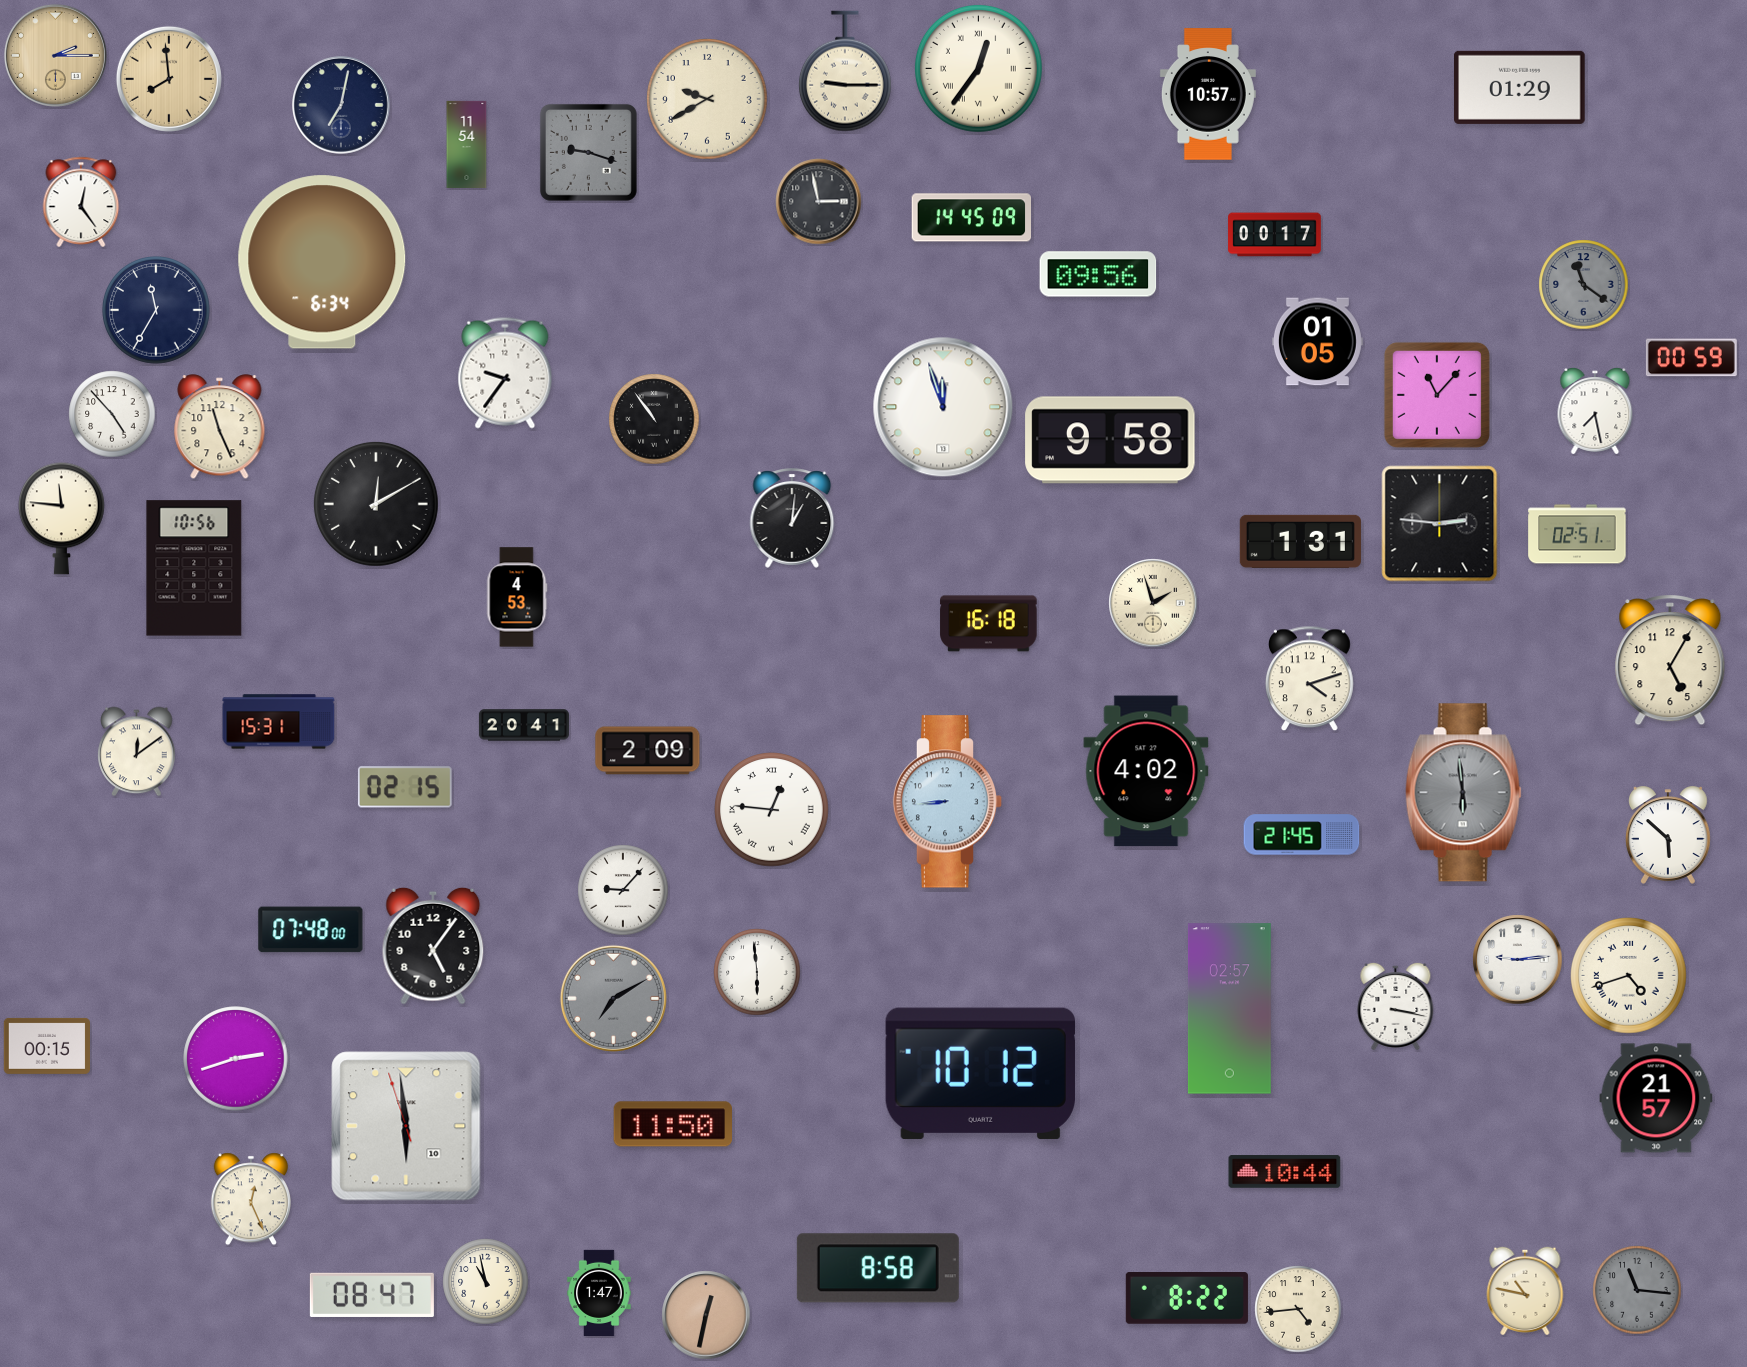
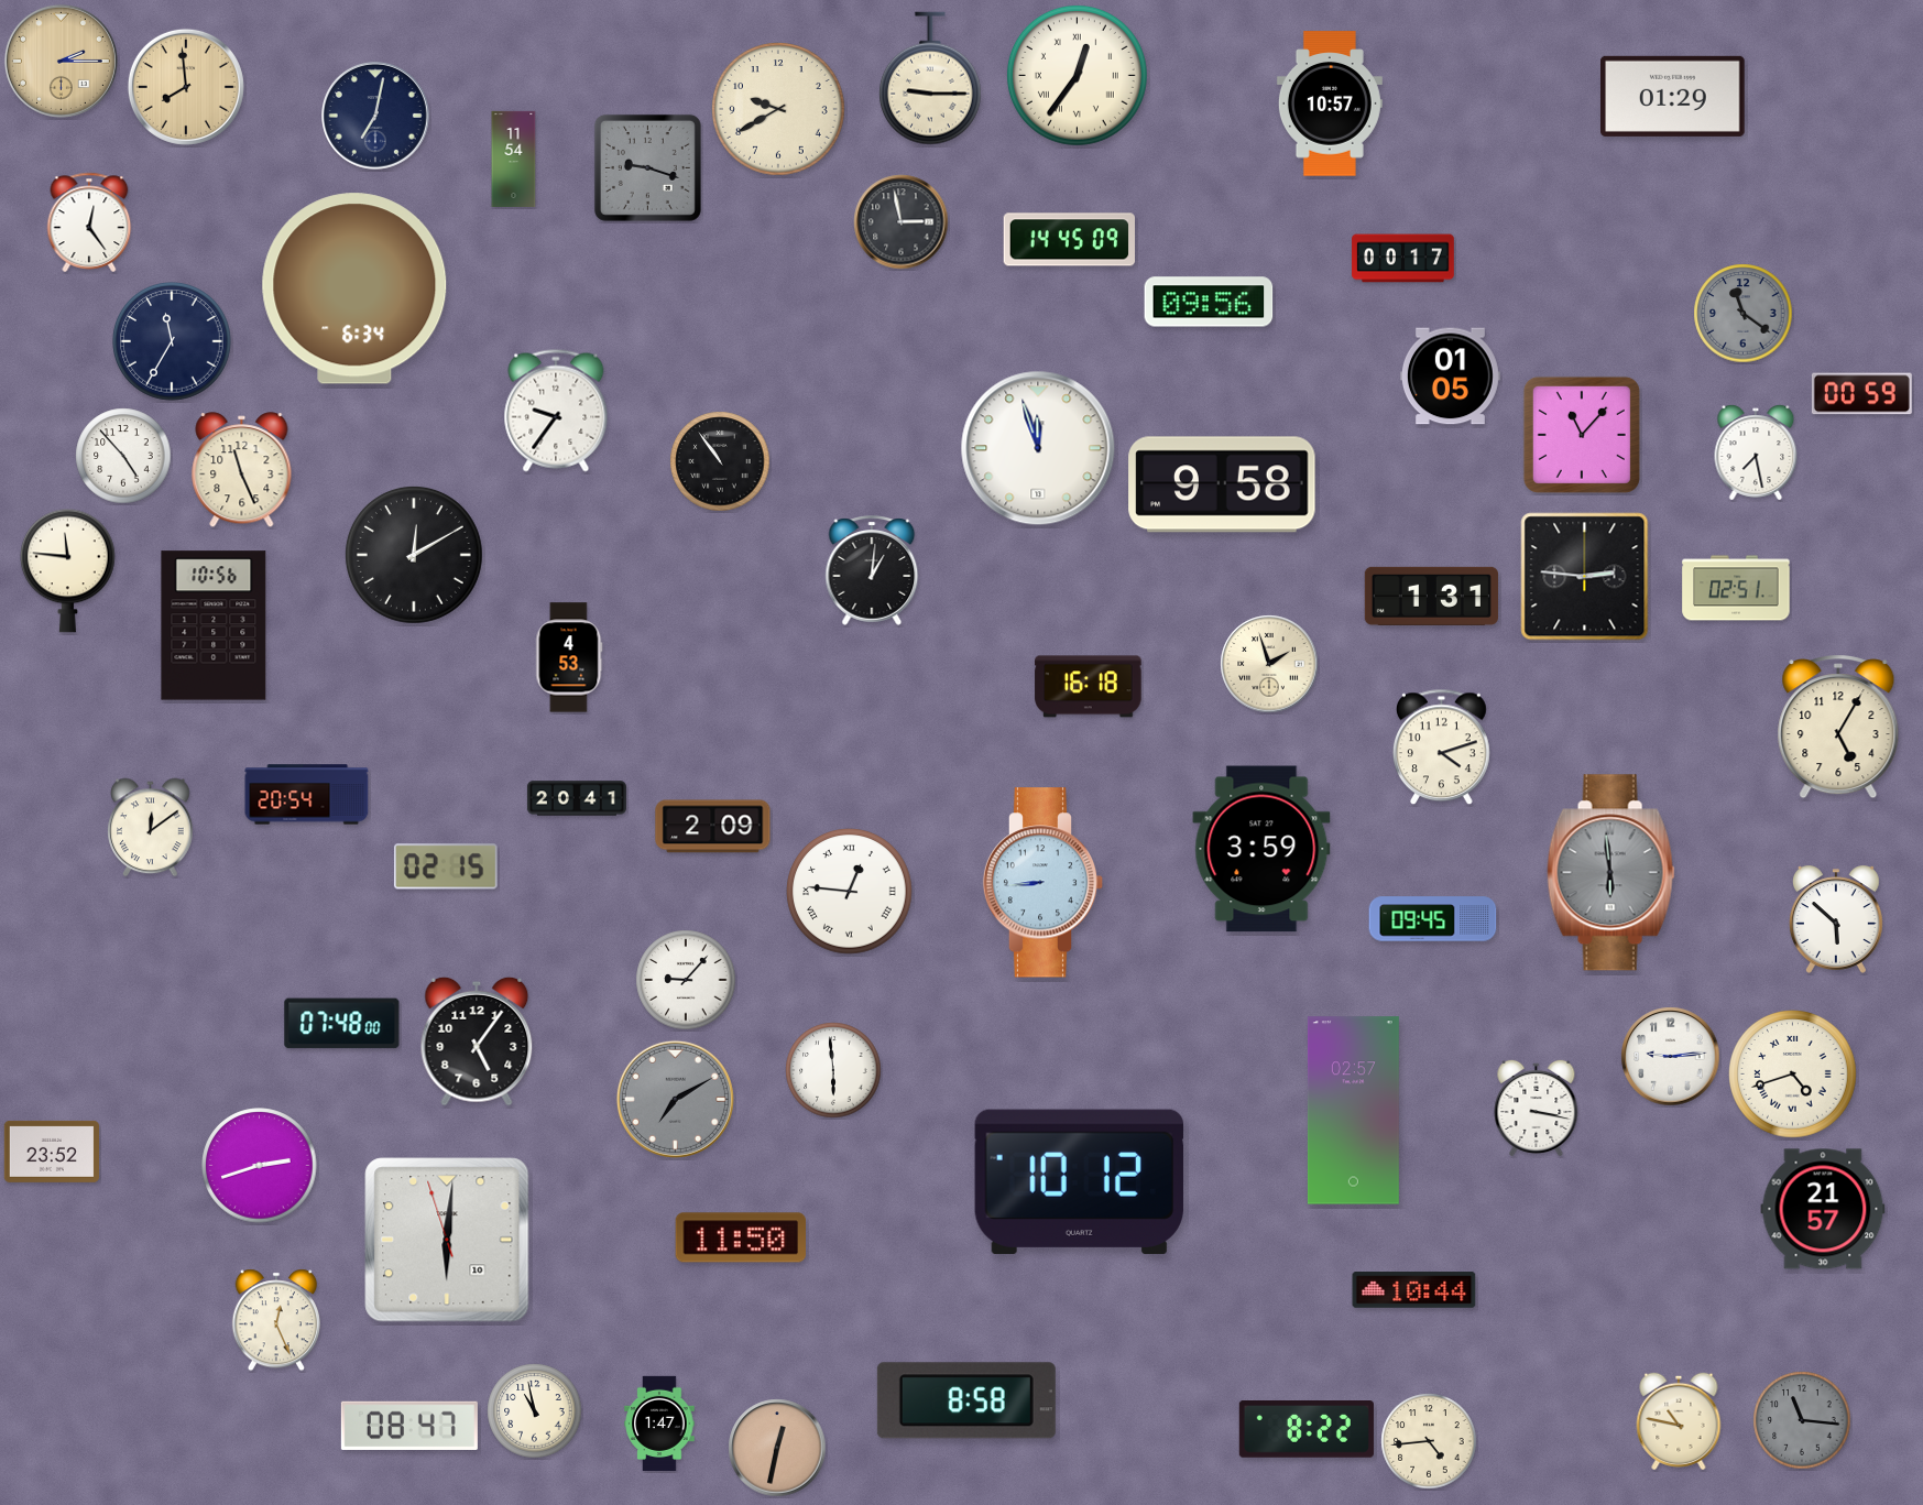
clock at (279, 722): 15:31 -> 20:54
clock at (1146, 771): 4:02 -> 3:59
clock at (1302, 835): 21:45 -> 09:45
clock at (47, 1046): 00:15 -> 23:52
clock at (406, 1126): 5:58 -> 6:00
clock at (878, 1268) position: (878, 1268) -> (966, 1400)
